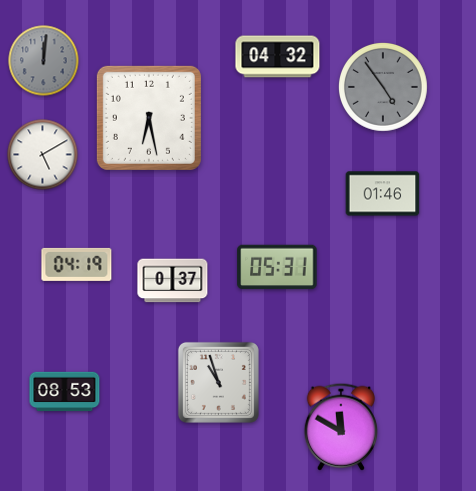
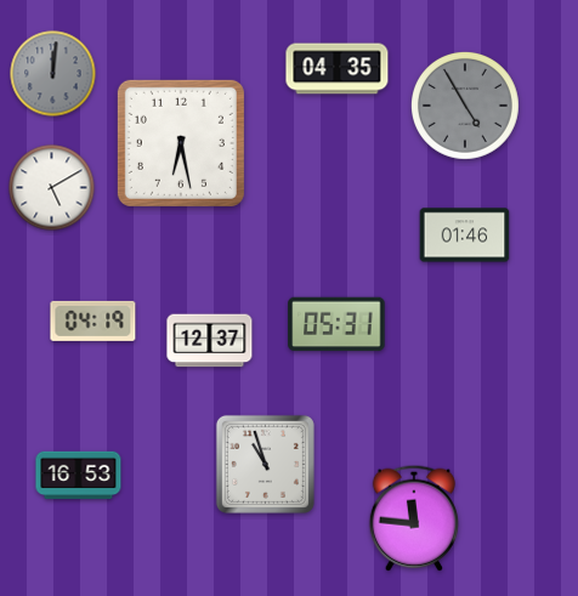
clock at (278, 57): 04:32 -> 04:35
clock at (383, 87): 4:54 -> 4:55
clock at (173, 281): 0:37 -> 12:37
clock at (65, 392): 08:53 -> 16:53
clock at (340, 427): 11:50 -> 11:46
